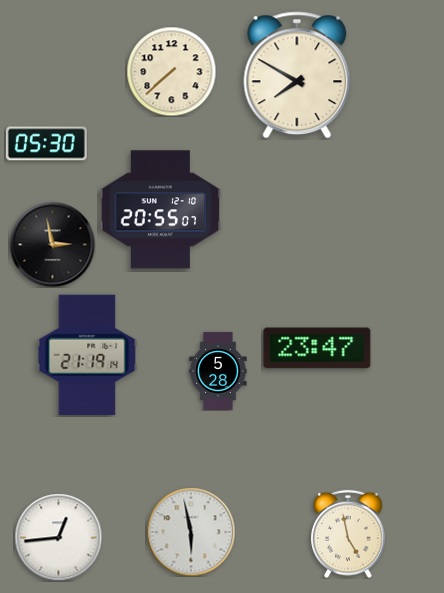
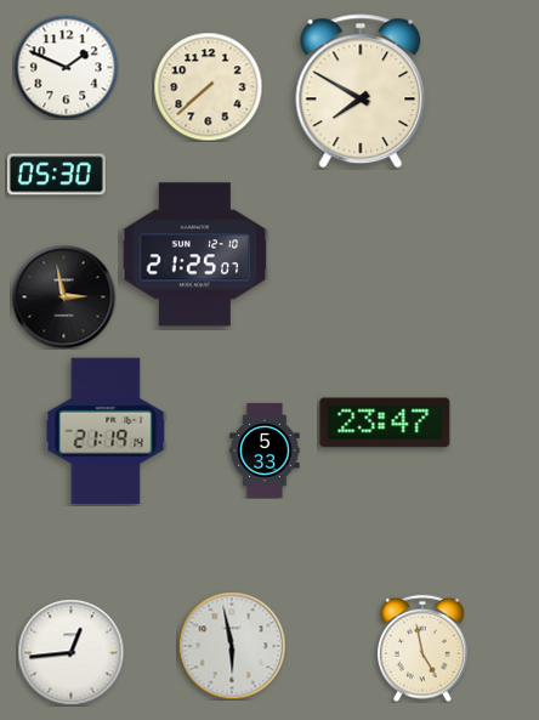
clock at (66, 67): none -> 1:49
clock at (161, 210): 20:55 -> 21:25
clock at (218, 371): 5:28 -> 5:33
